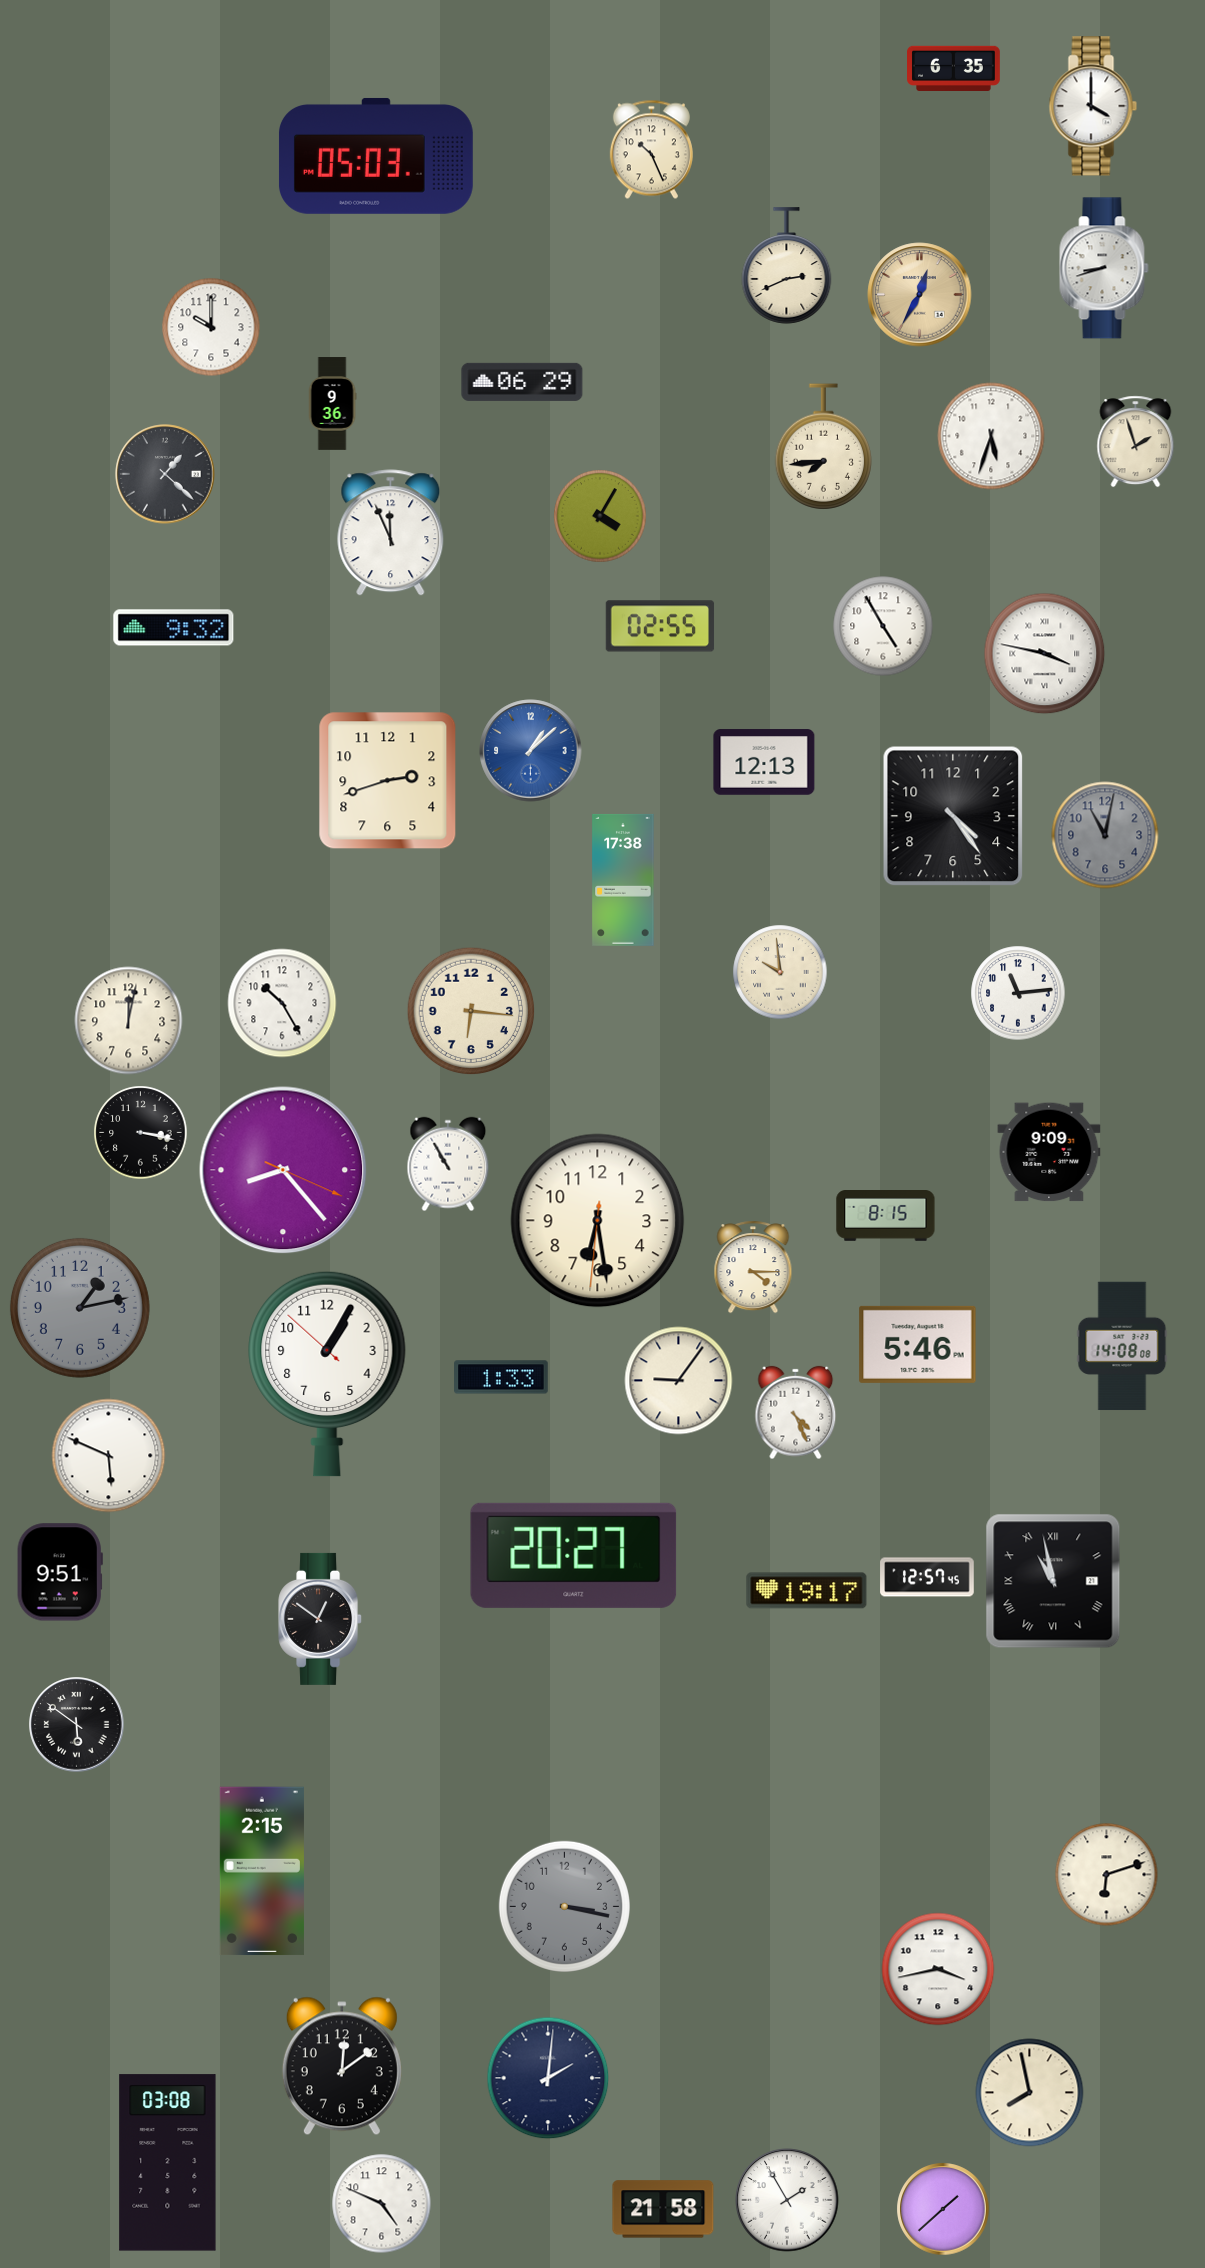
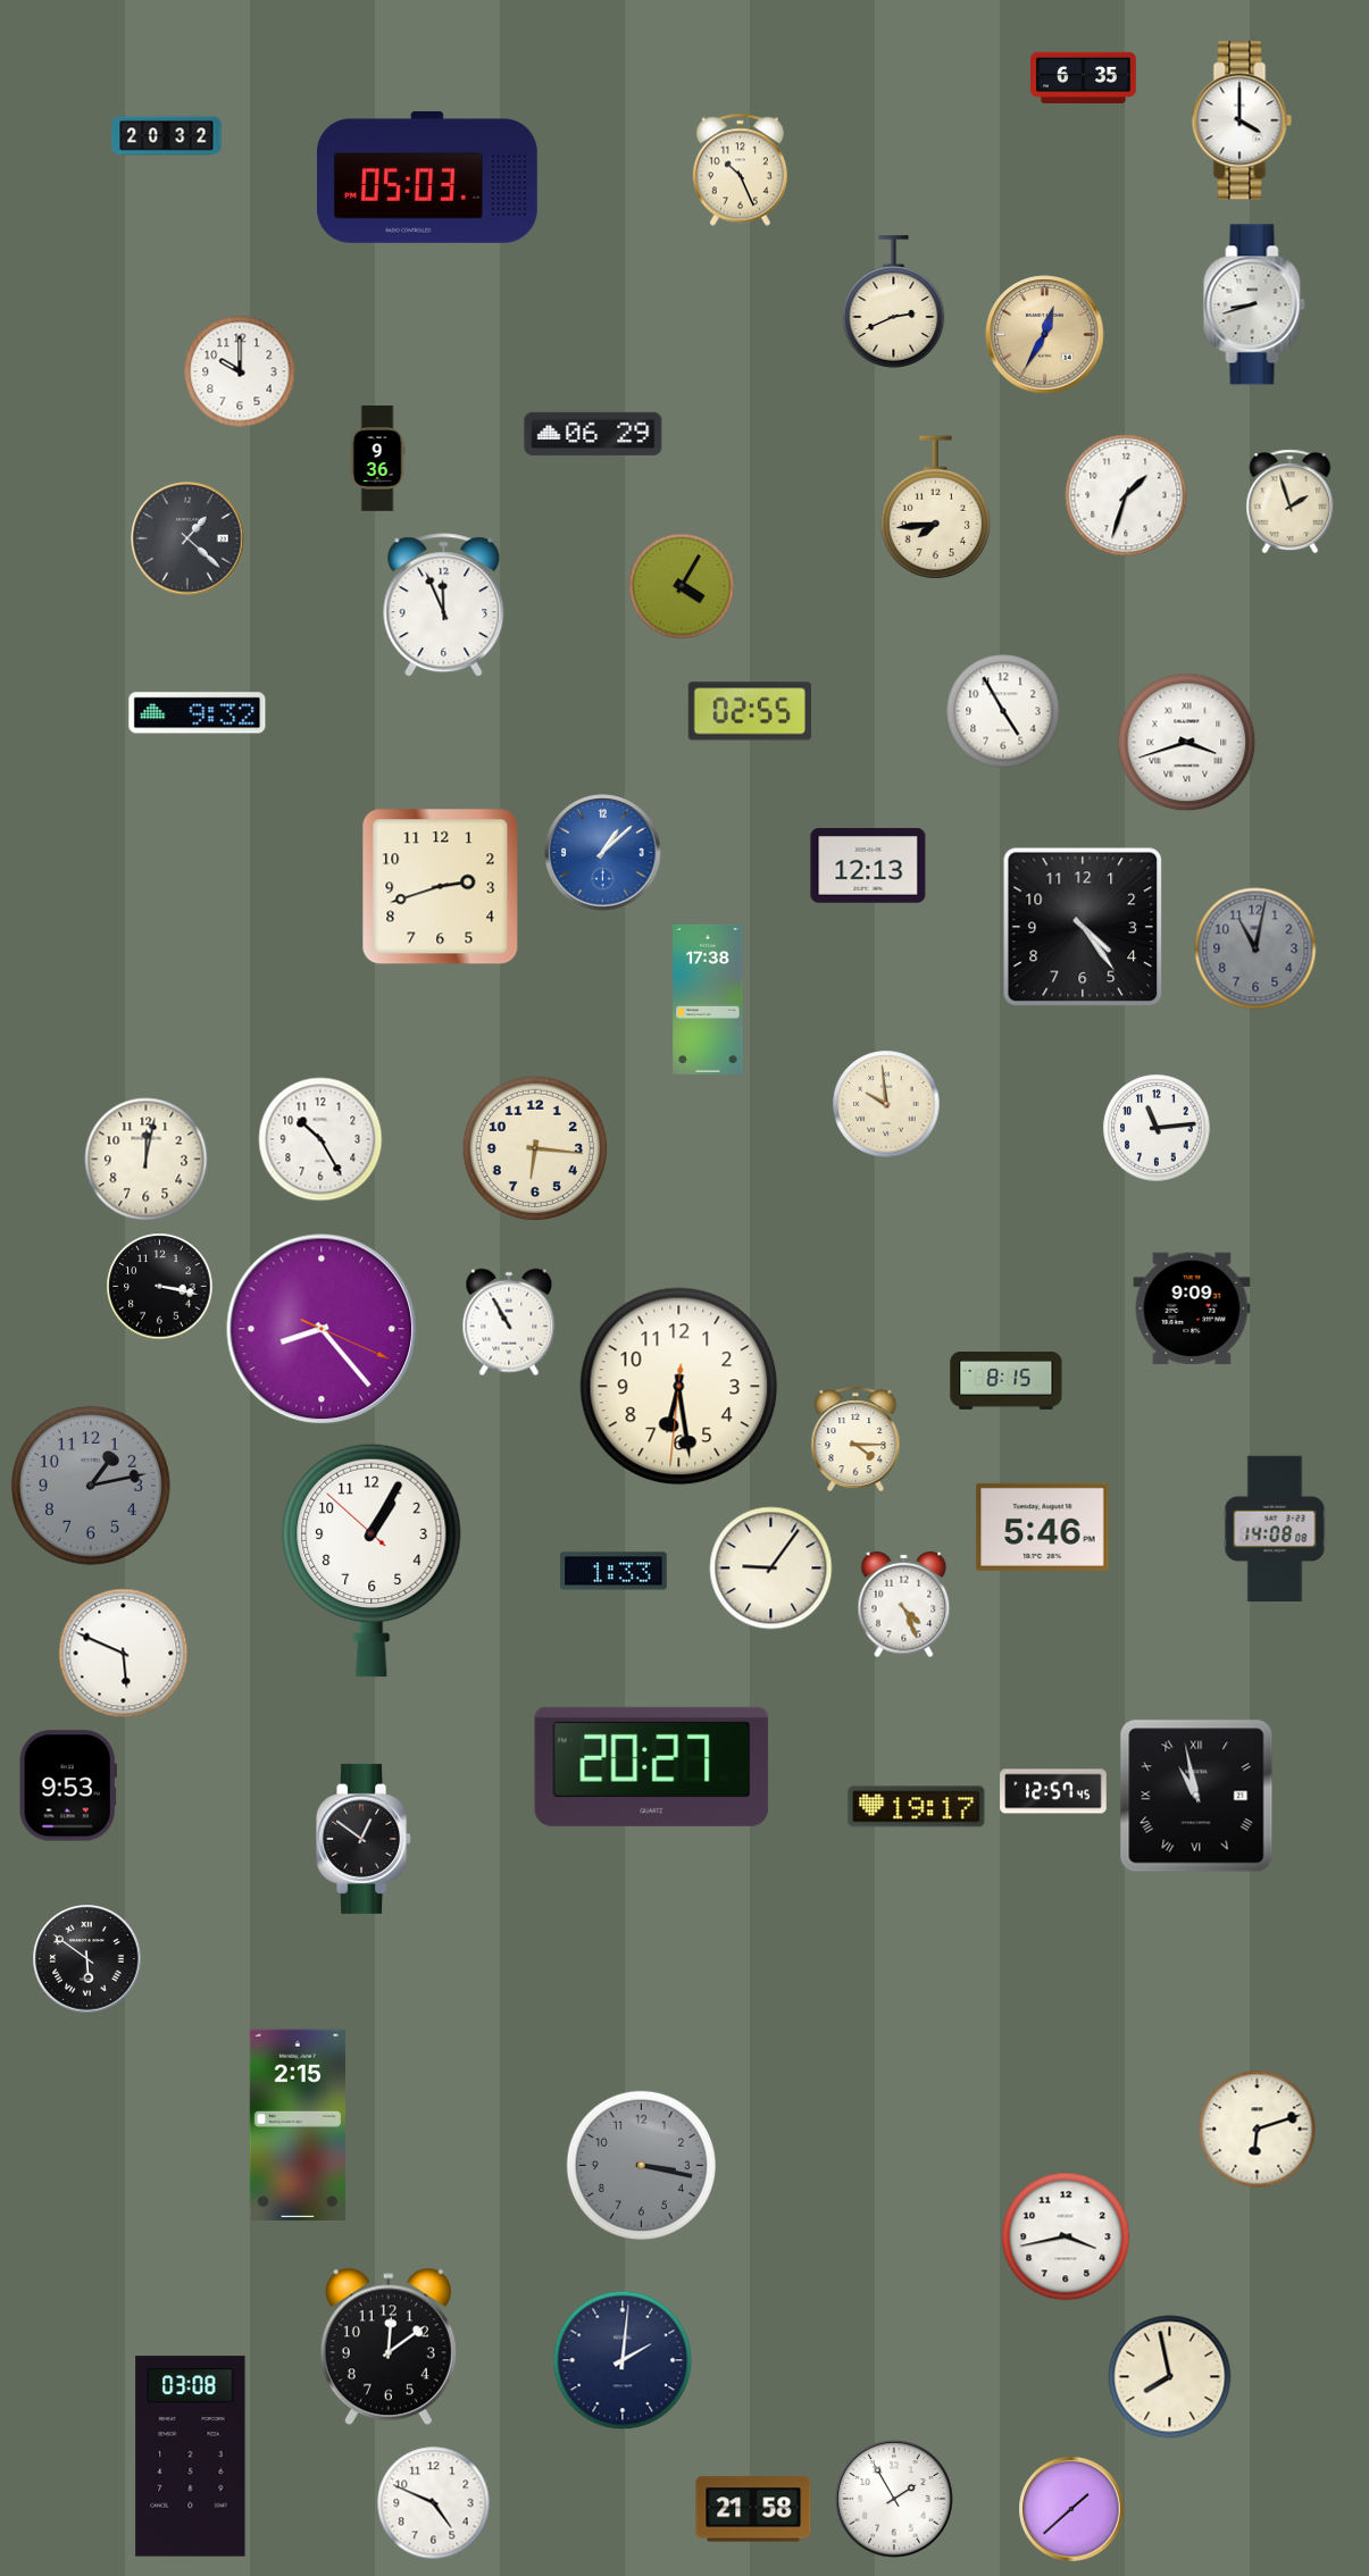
clock at (167, 136): none -> 20:32
clock at (991, 436): 5:33 -> 1:33
clock at (1045, 654): 3:47 -> 3:42
clock at (501, 1377) position: (501, 1377) -> (613, 1571)
clock at (60, 1572): 9:51 -> 9:53
